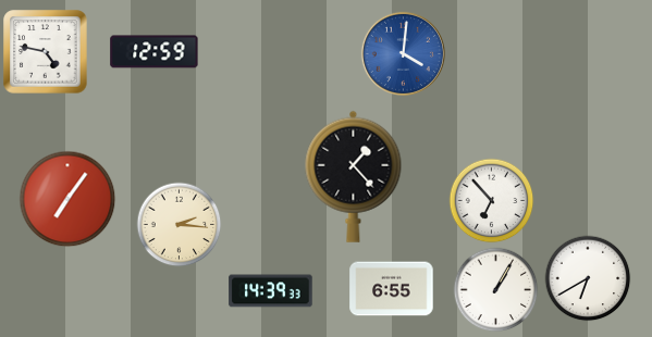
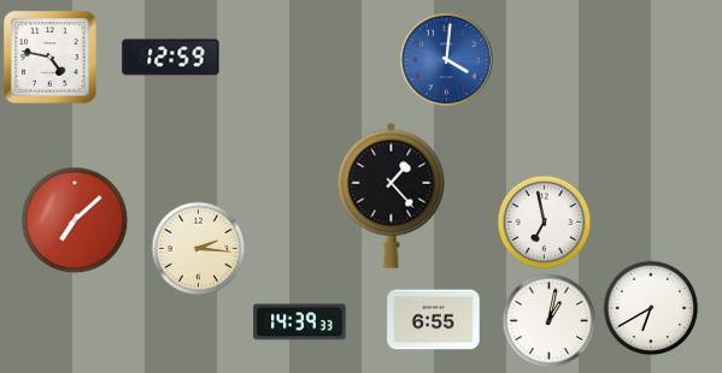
clock at (67, 199): 7:06 -> 7:08
clock at (491, 200): 6:53 -> 6:58
clock at (495, 289): 1:05 -> 1:02
